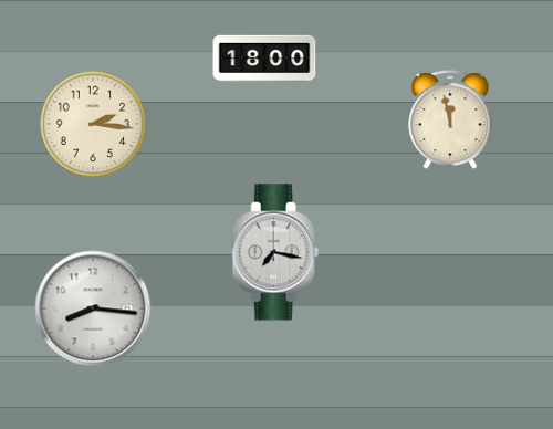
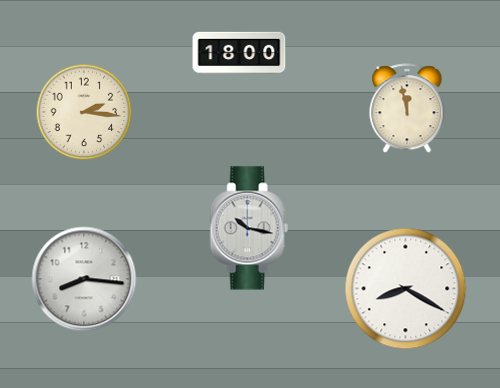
clock at (275, 252): 7:17 -> 10:17
clock at (406, 289): none -> 8:20
